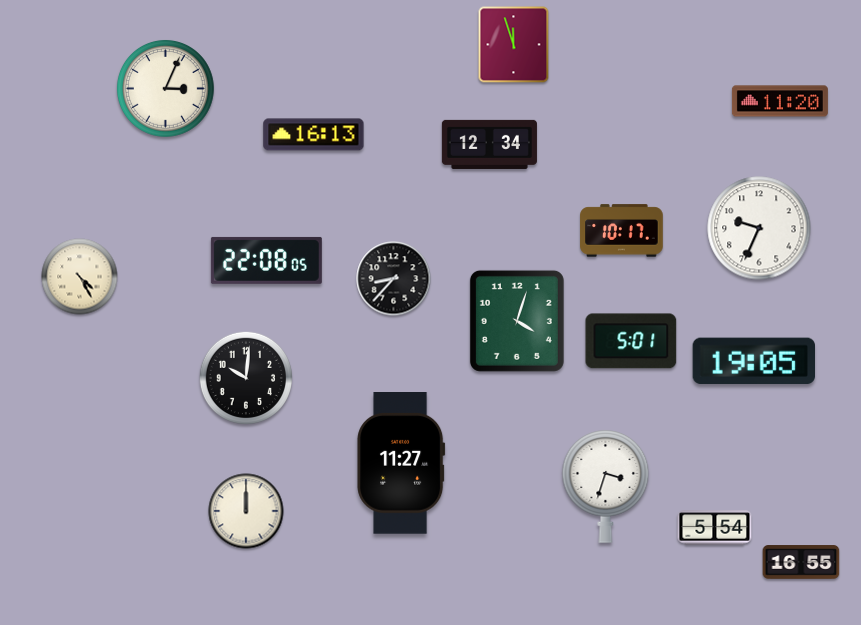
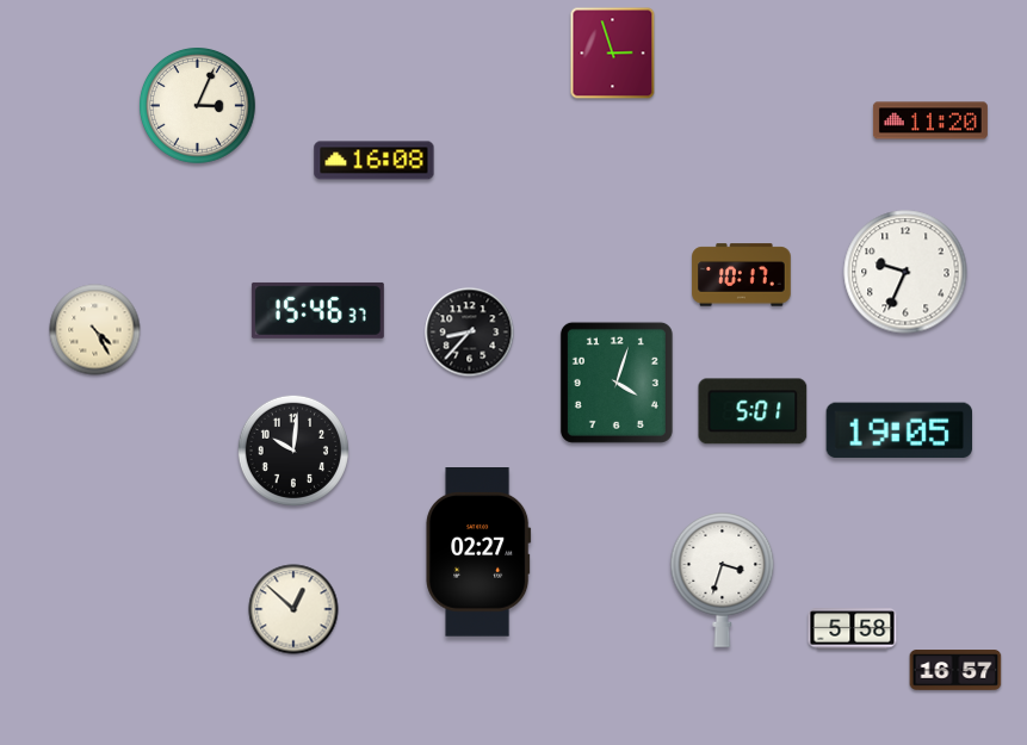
clock at (514, 45): 11:57 -> 2:57
clock at (314, 135): 16:13 -> 16:08
clock at (489, 144): 12:34 -> none
clock at (266, 260): 22:08 -> 15:46
clock at (631, 341) position: (631, 341) -> (753, 411)
clock at (401, 464): 11:27 -> 02:27
clock at (246, 511): 12:00 -> 12:52
clock at (715, 528): 5:54 -> 5:58
clock at (801, 562): 16:55 -> 16:57
